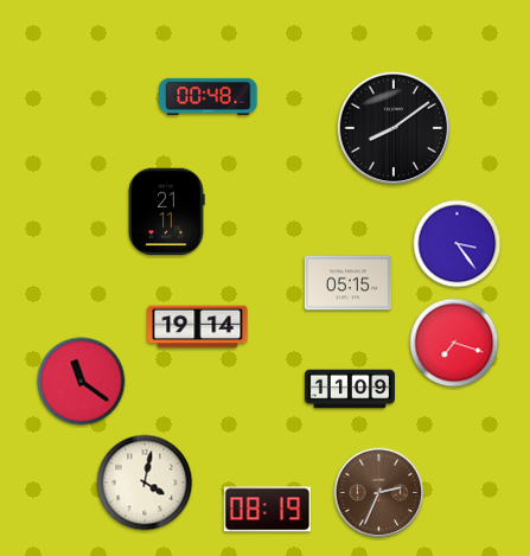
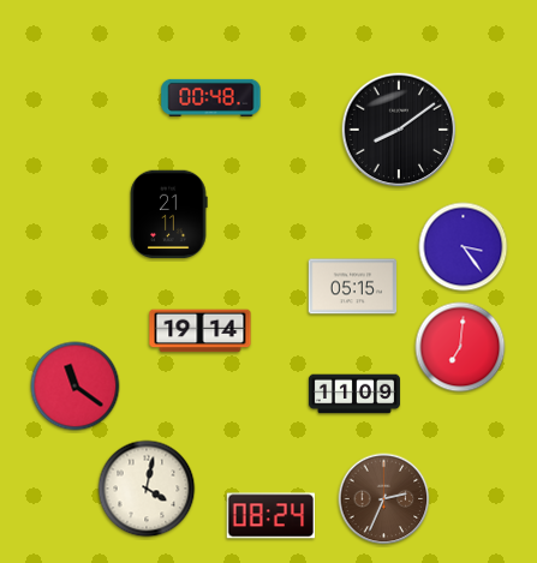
clock at (454, 343): 7:18 -> 7:01
clock at (82, 382) position: (82, 382) -> (76, 387)
clock at (268, 510): 08:19 -> 08:24
